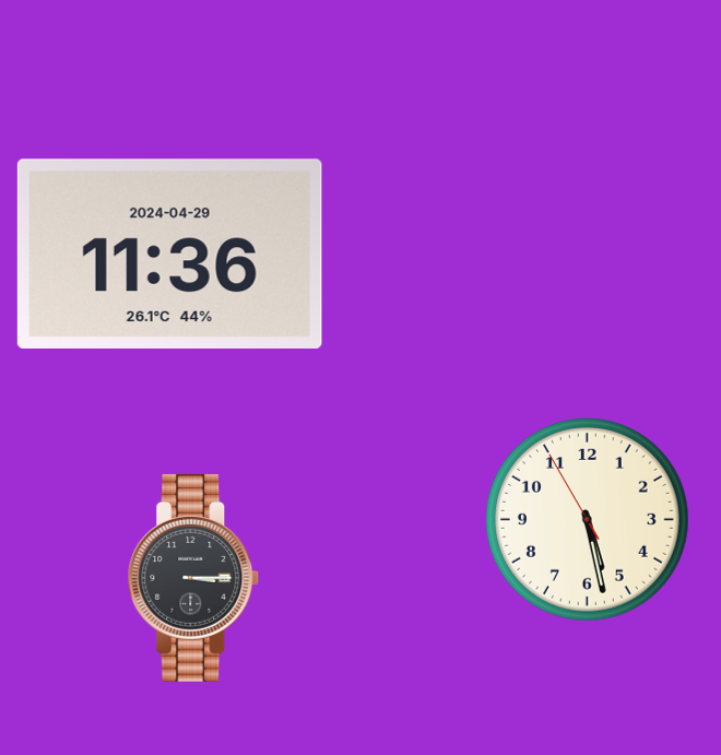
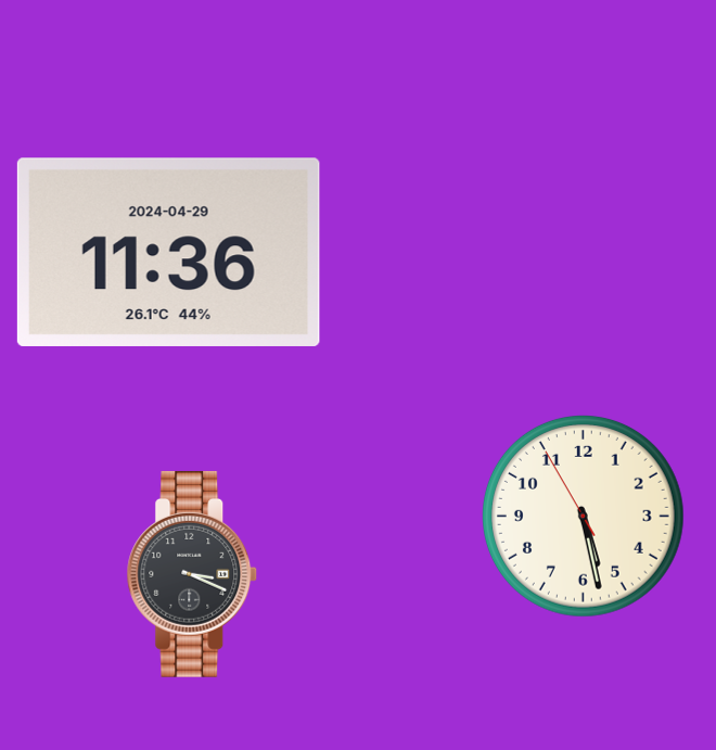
clock at (193, 578): 3:15 -> 3:19
